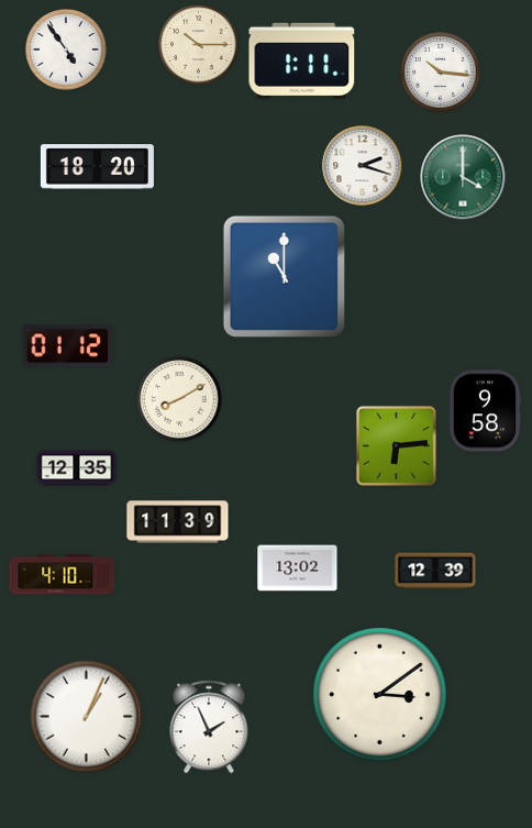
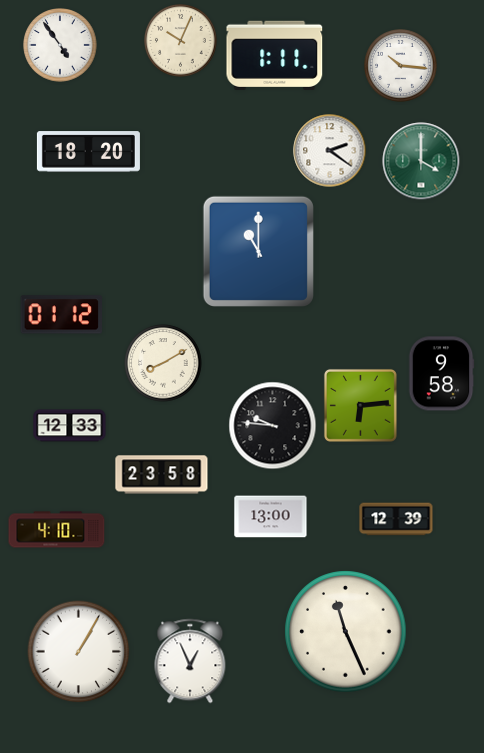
clock at (199, 45): 10:15 -> 10:04
clock at (363, 166): 2:18 -> 2:21
clock at (77, 468): 12:35 -> 12:33
clock at (273, 426): none -> 9:46
clock at (178, 522): 11:39 -> 23:58
clock at (298, 568): 13:02 -> 13:00
clock at (63, 575) position: (63, 575) -> (57, 530)
clock at (380, 695): 3:09 -> 11:26
clock at (87, 717): 1:04 -> 1:05
clock at (209, 727): 1:56 -> 12:56
